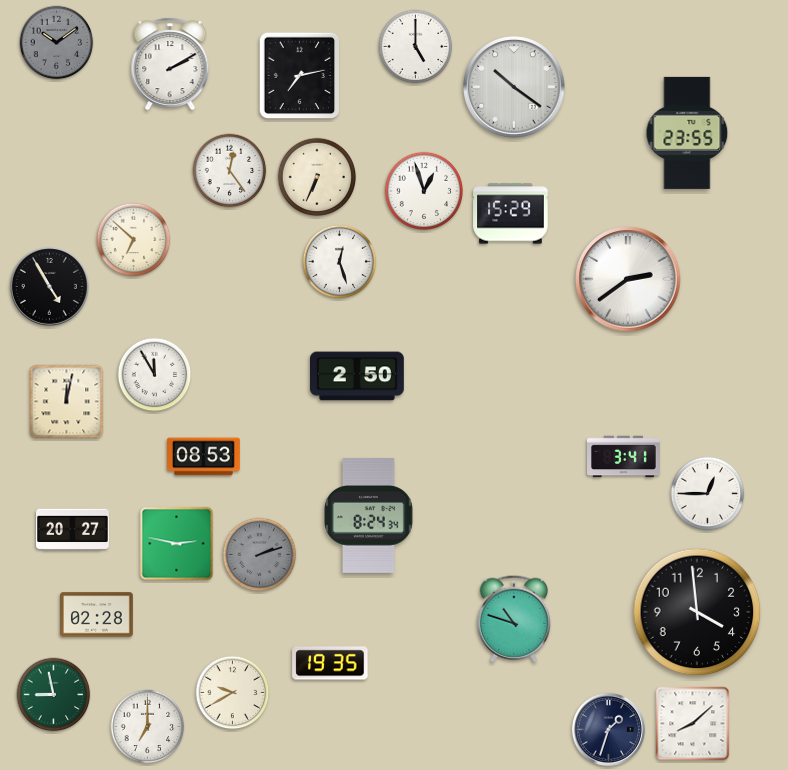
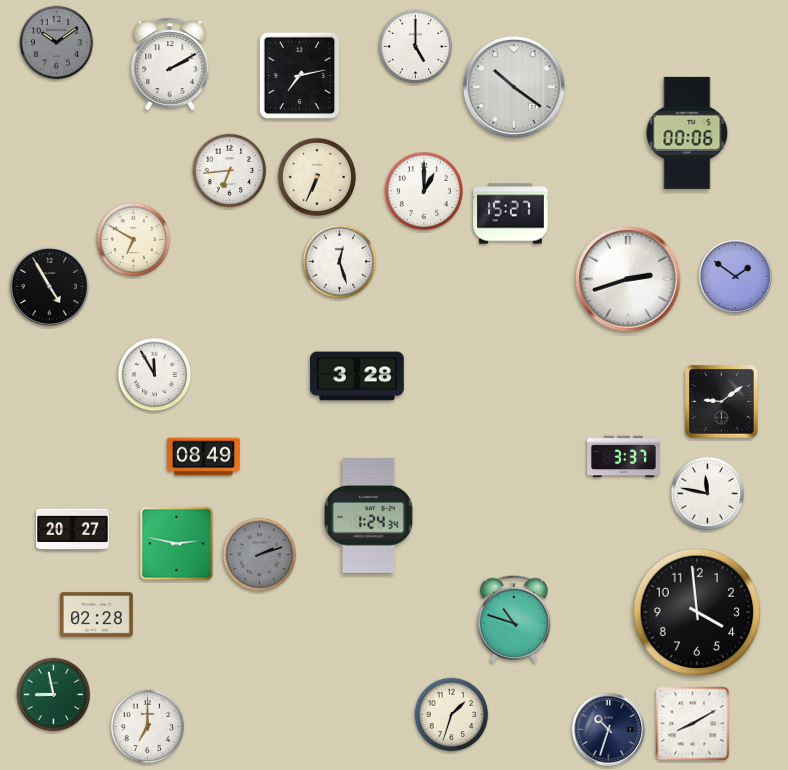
clock at (687, 133): 23:55 -> 00:06
clock at (230, 171): 12:24 -> 6:44
clock at (424, 191): 12:57 -> 1:00
clock at (511, 214): 15:29 -> 15:27
clock at (134, 240): 6:52 -> 6:50
clock at (735, 276): none -> 1:51
clock at (628, 279): 2:39 -> 2:42
clock at (358, 376): 2:50 -> 3:28
clock at (67, 402): 12:02 -> none
clock at (722, 402): none -> 9:09
clock at (204, 457): 08:53 -> 08:49
clock at (624, 457): 3:41 -> 3:37
clock at (708, 494): 12:45 -> 11:47
clock at (369, 516): 8:24 -> 1:24
clock at (330, 663): 19:35 -> none
clock at (233, 693): 9:40 -> none
clock at (452, 715): none -> 1:33
clock at (693, 724): 8:08 -> 8:10
clock at (608, 729): 1:33 -> 10:33
